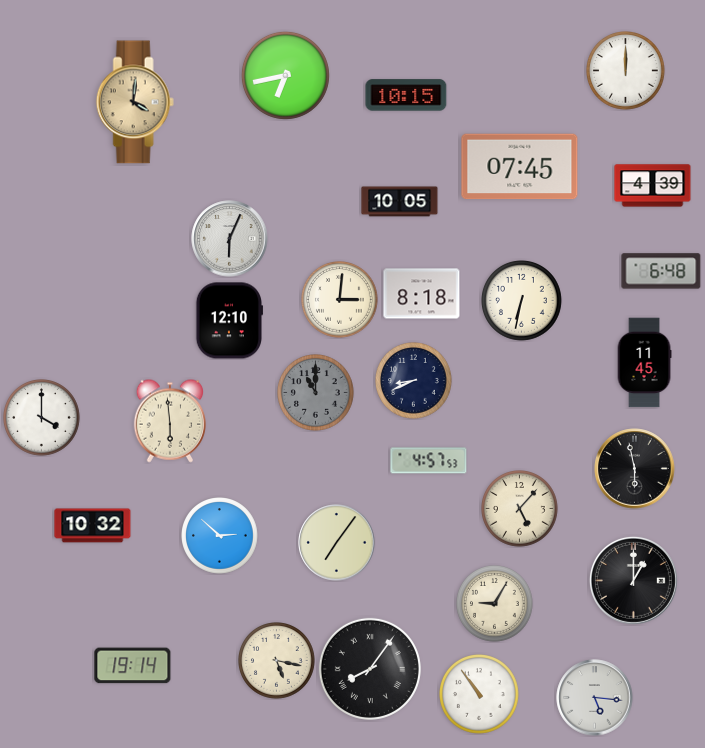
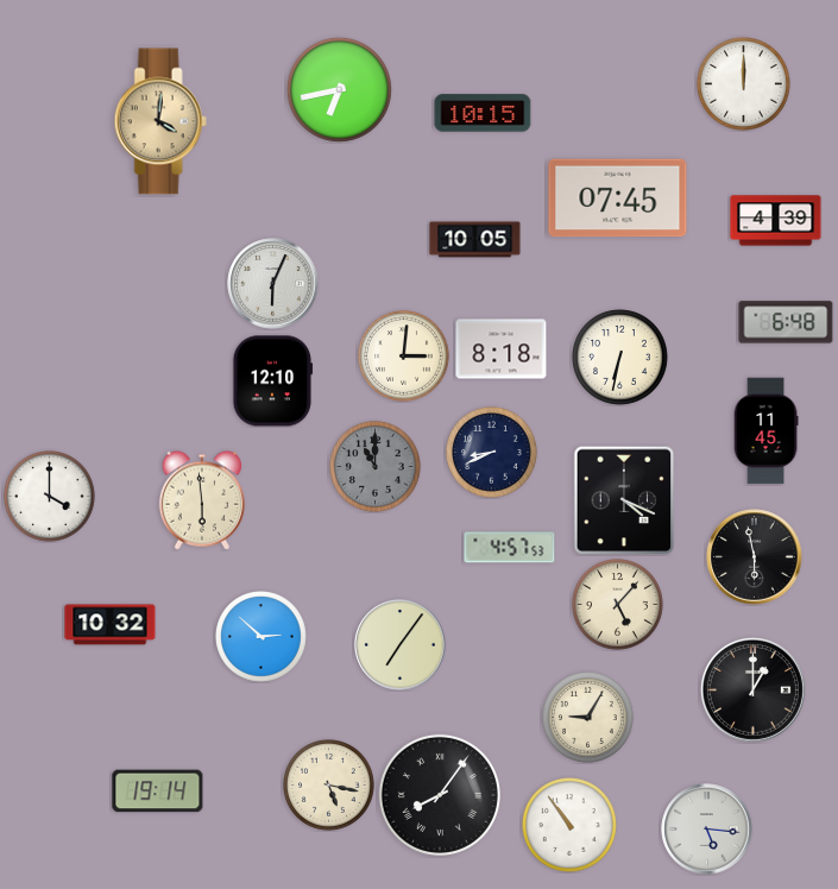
clock at (624, 500): none -> 4:19
